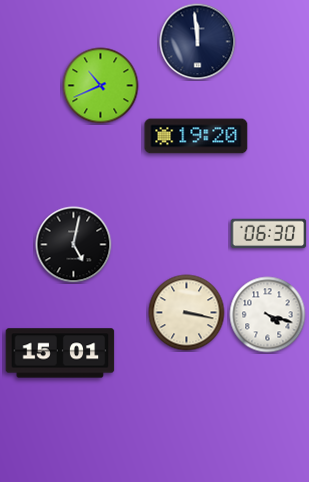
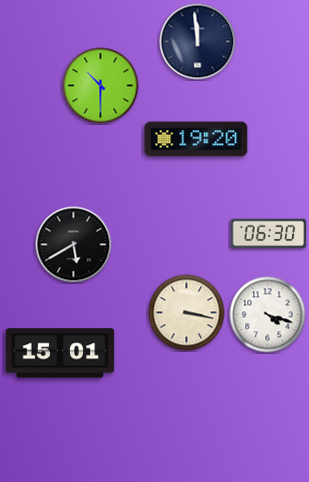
clock at (101, 86): 10:41 -> 10:30
clock at (196, 136) position: (196, 136) -> (196, 139)
clock at (74, 245): 5:02 -> 5:40
